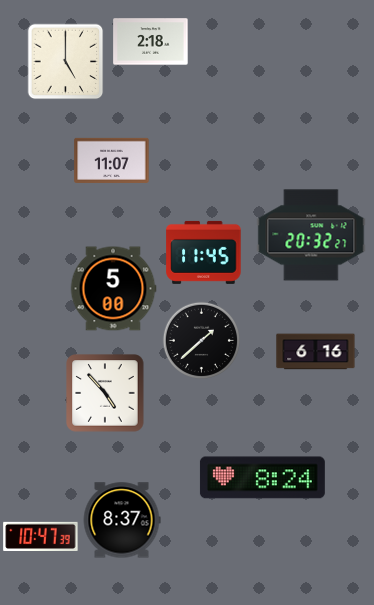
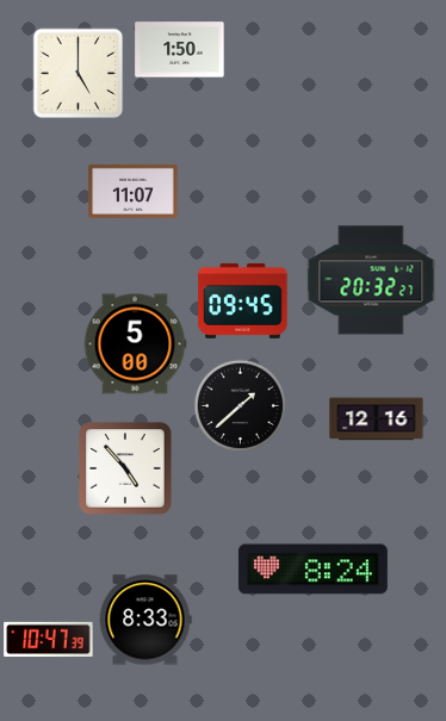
clock at (151, 42): 2:18 -> 1:50
clock at (204, 252): 11:45 -> 09:45
clock at (316, 352): 6:16 -> 12:16
clock at (122, 520): 8:37 -> 8:33
